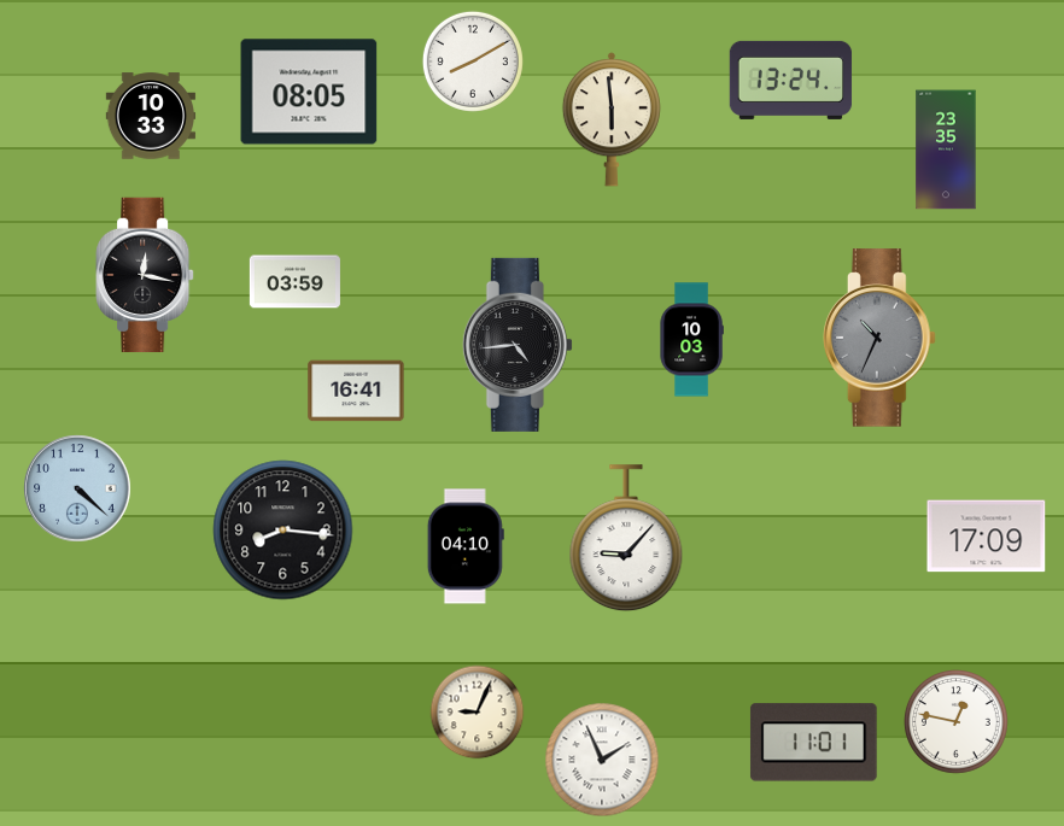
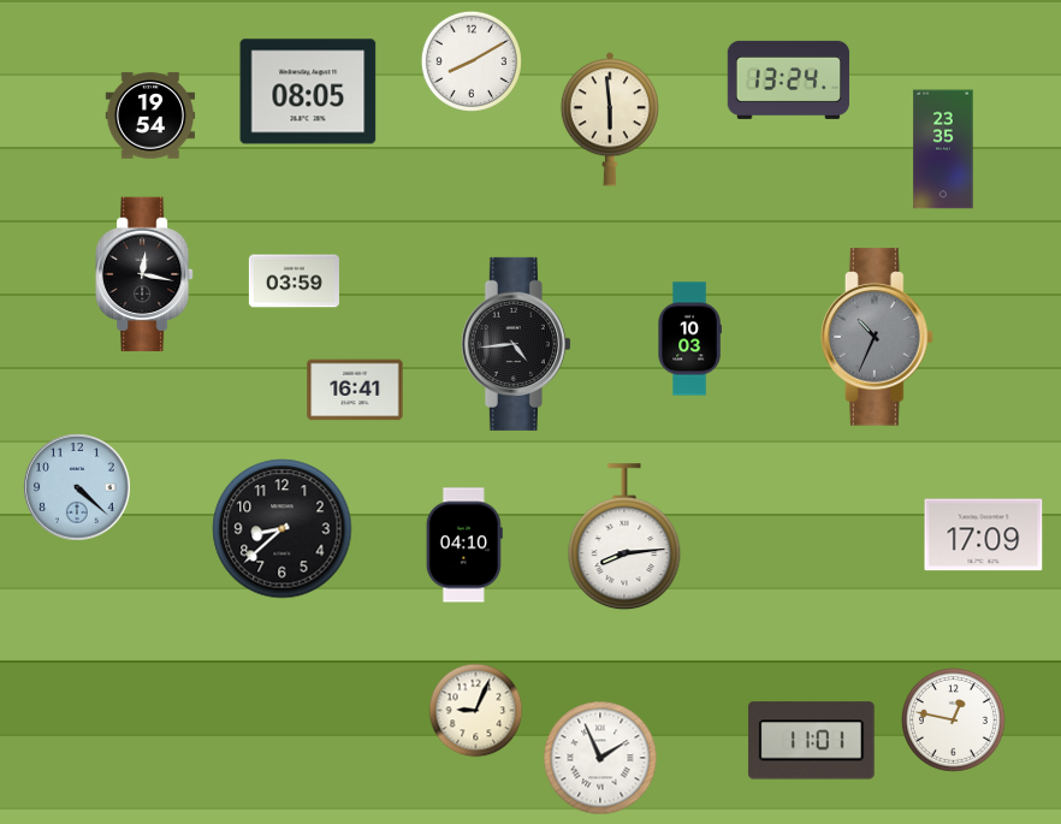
clock at (151, 116): 10:33 -> 19:54
clock at (283, 531): 8:16 -> 8:38
clock at (626, 539): 9:07 -> 8:14
